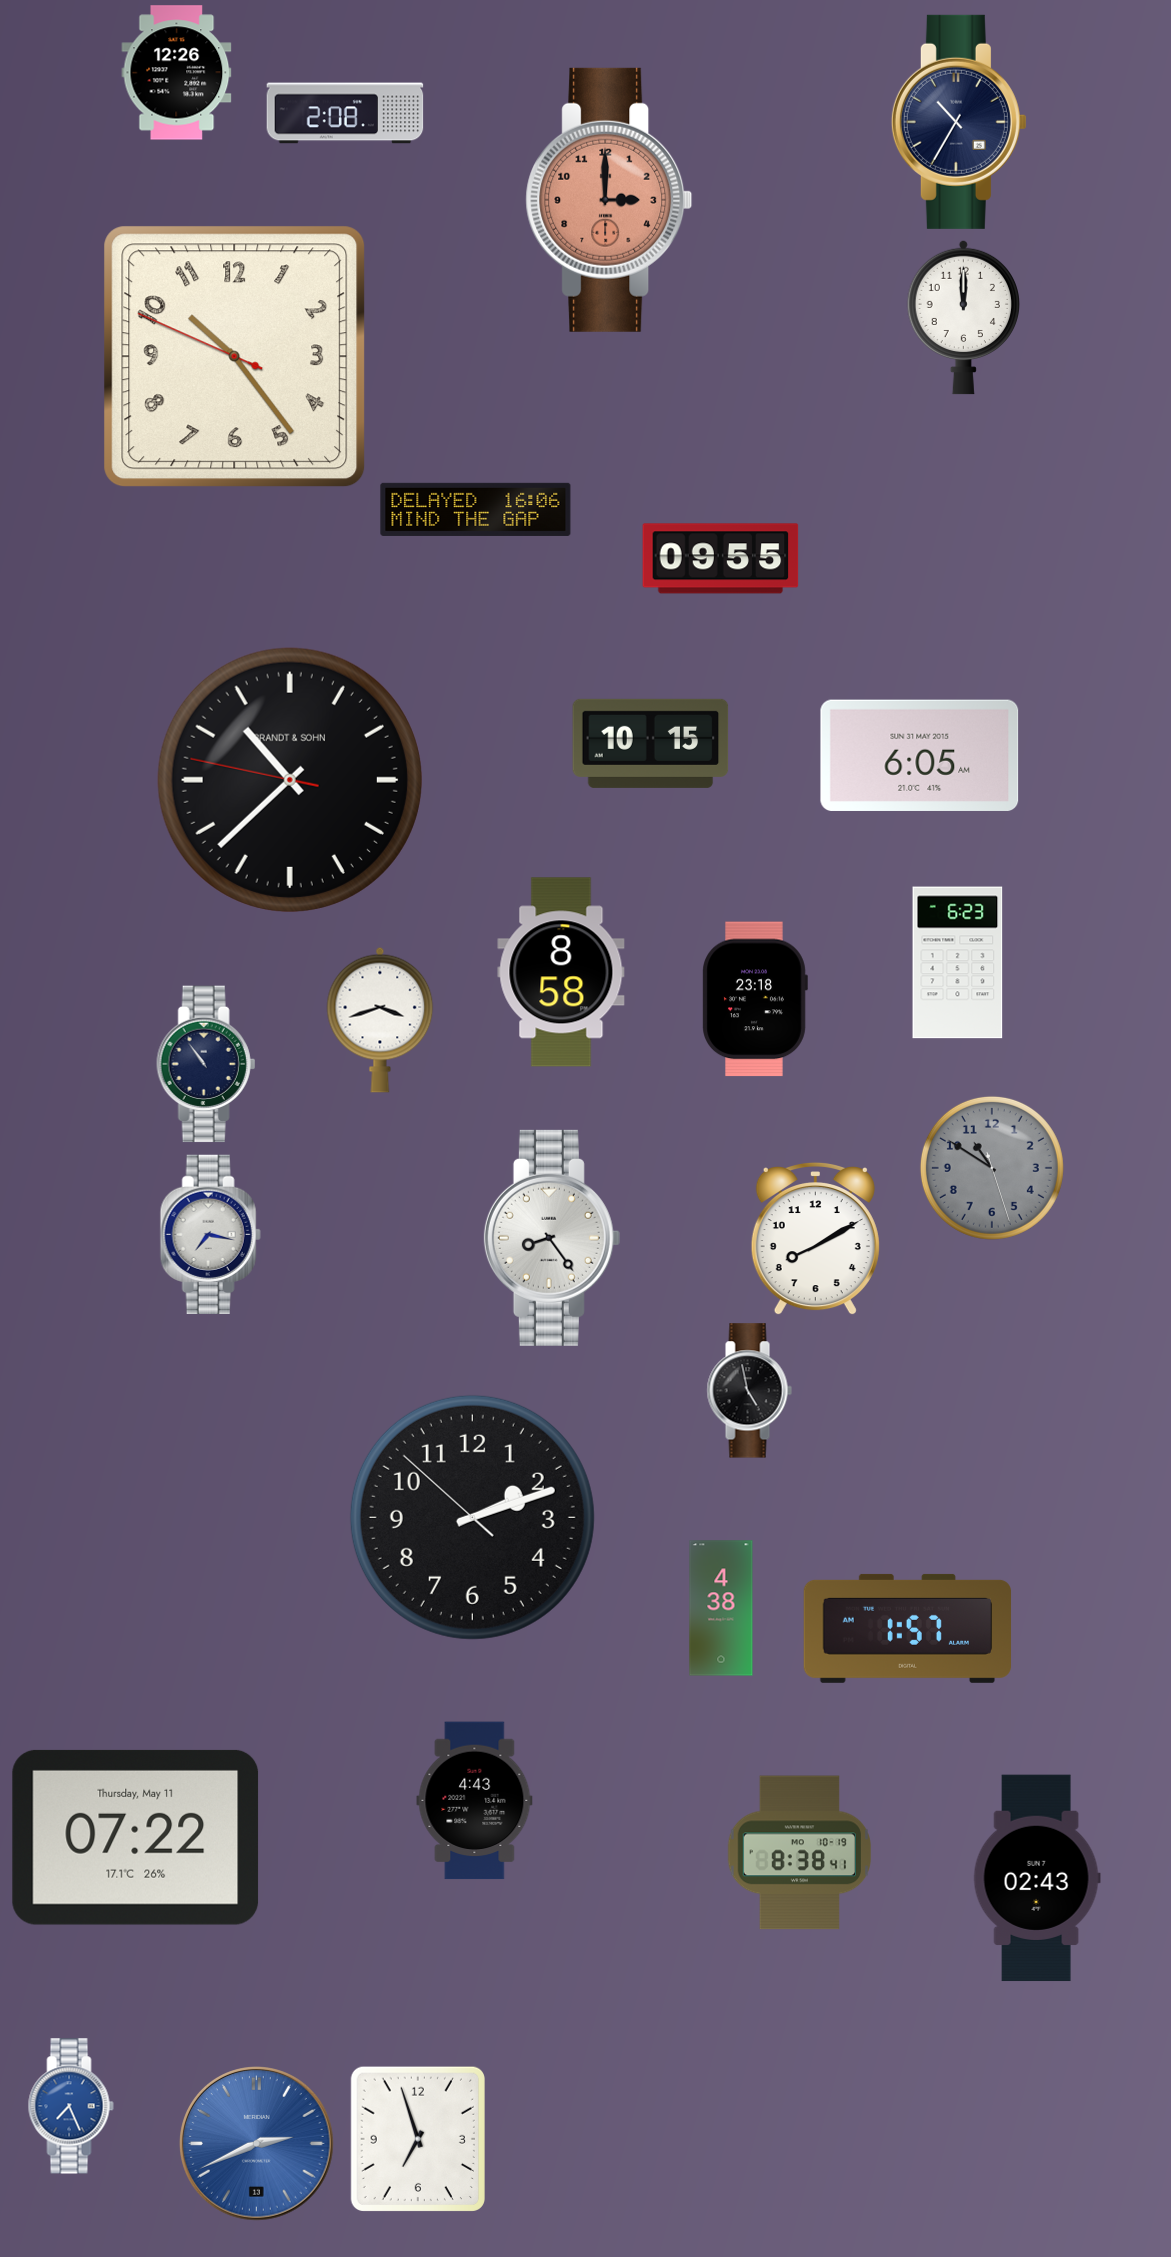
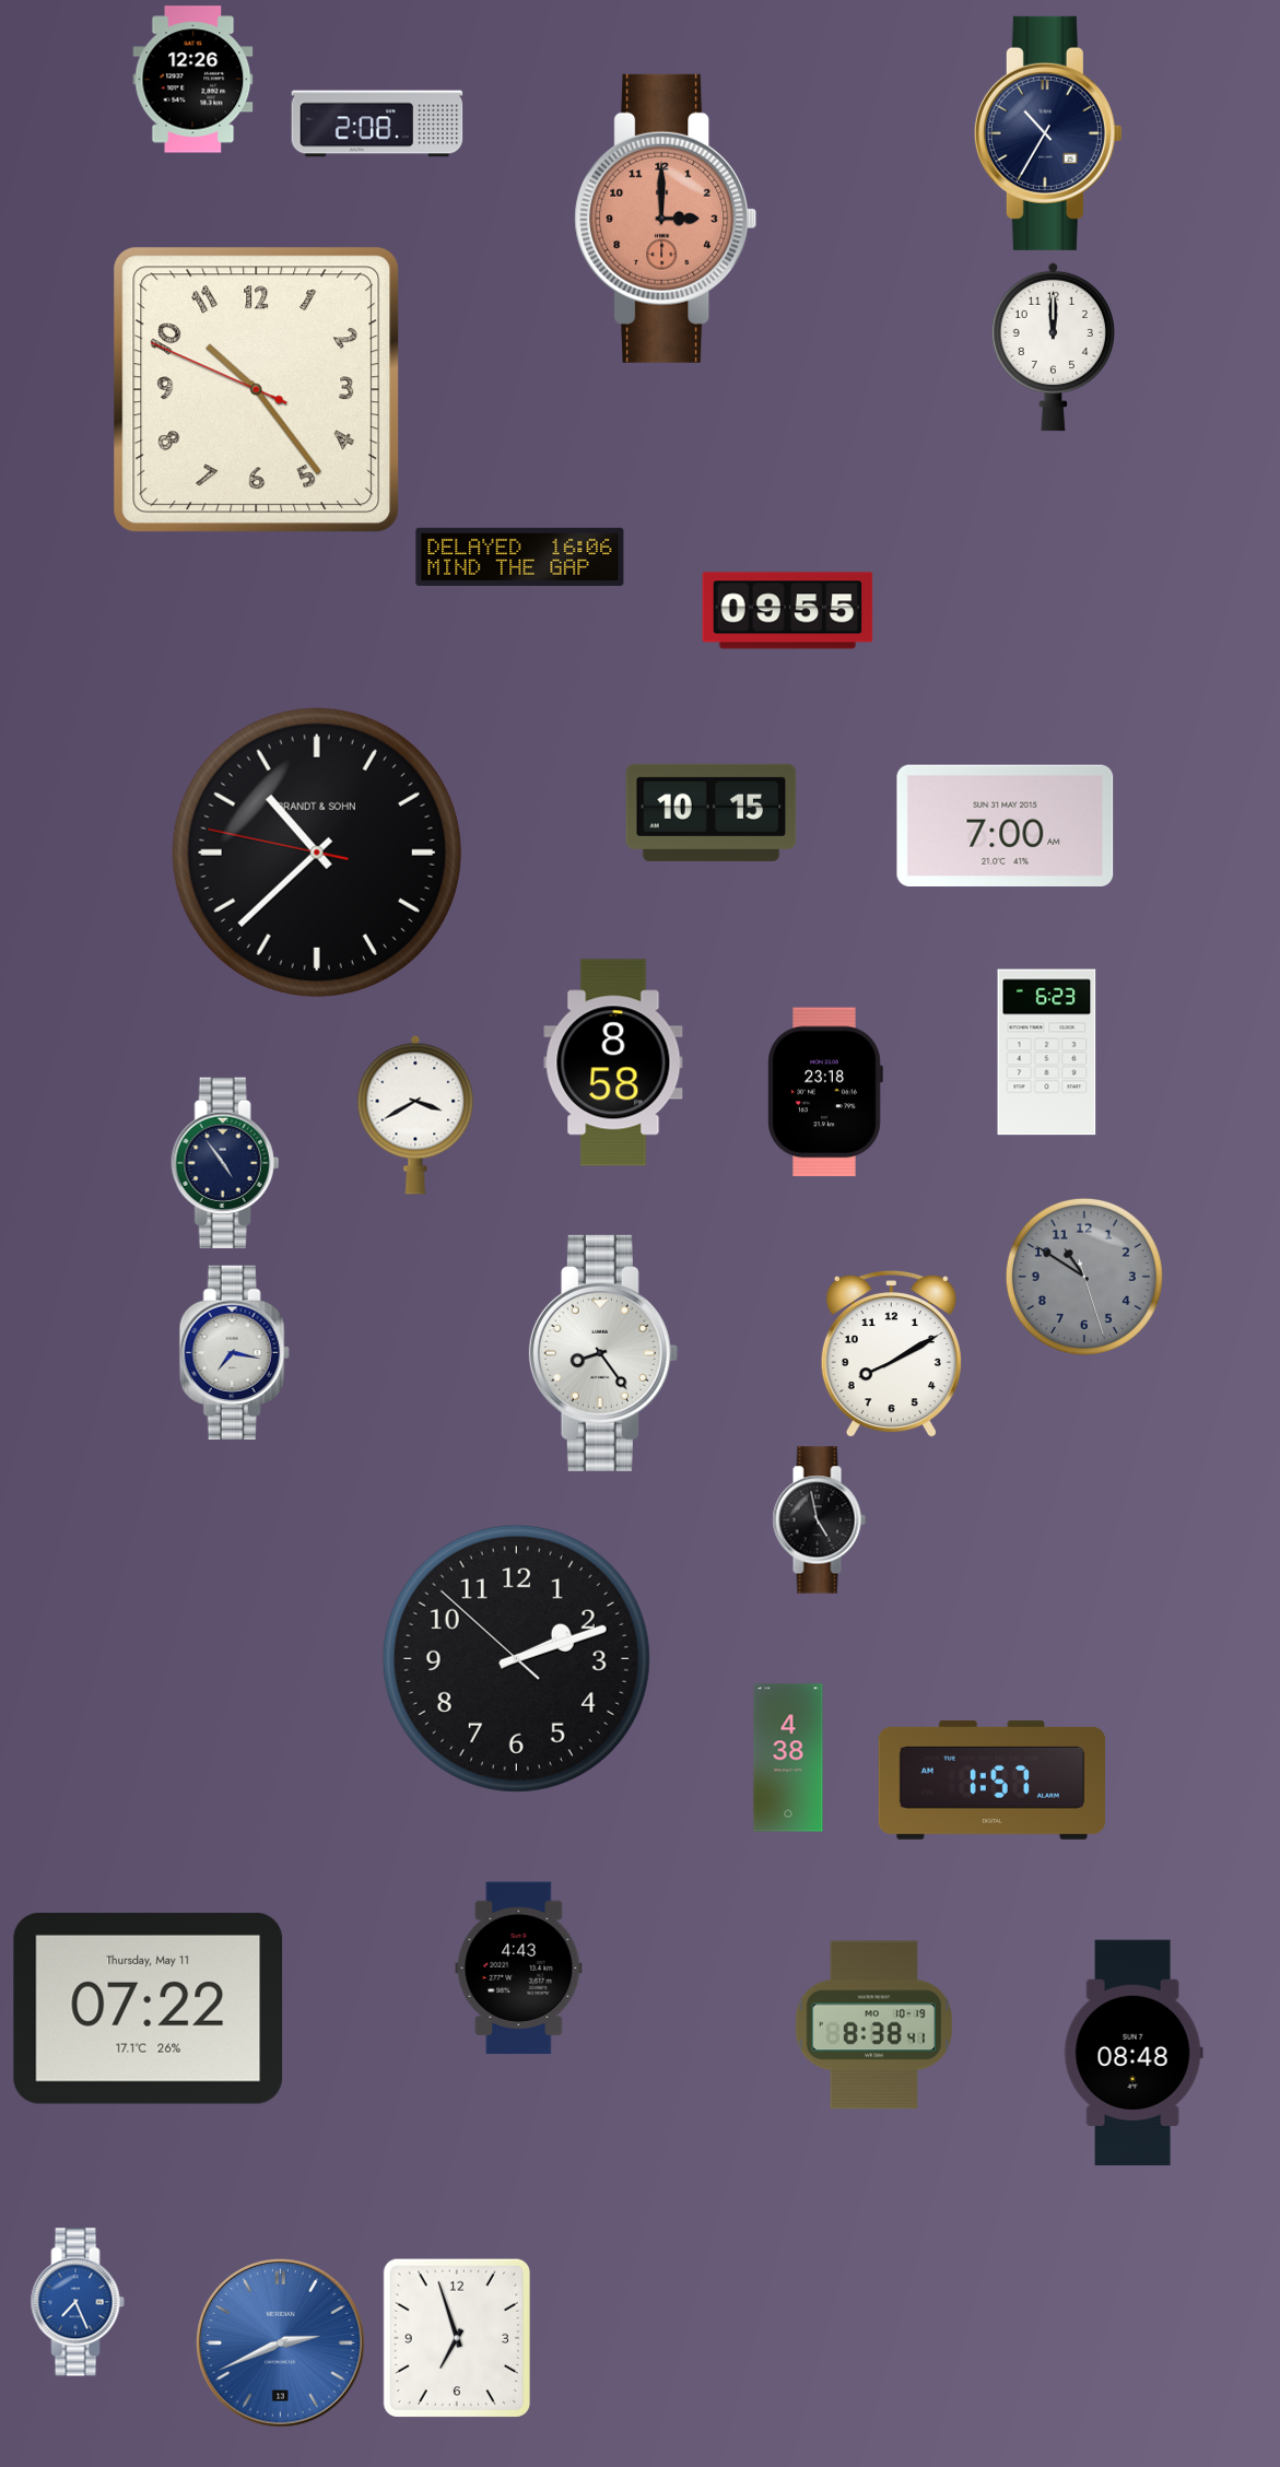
clock at (920, 755): 6:05 -> 7:00
clock at (380, 1020): 3:42 -> 3:40
clock at (206, 1064): 10:54 -> 4:54
clock at (210, 1234) position: (210, 1234) -> (234, 1352)
clock at (1037, 1878): 02:43 -> 08:48
